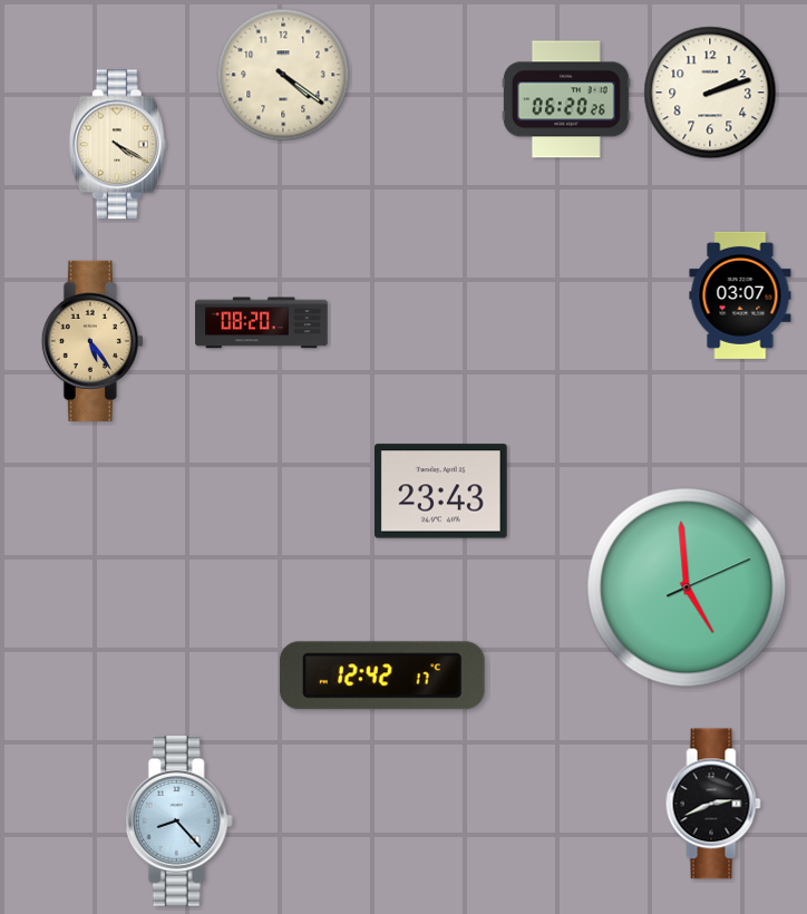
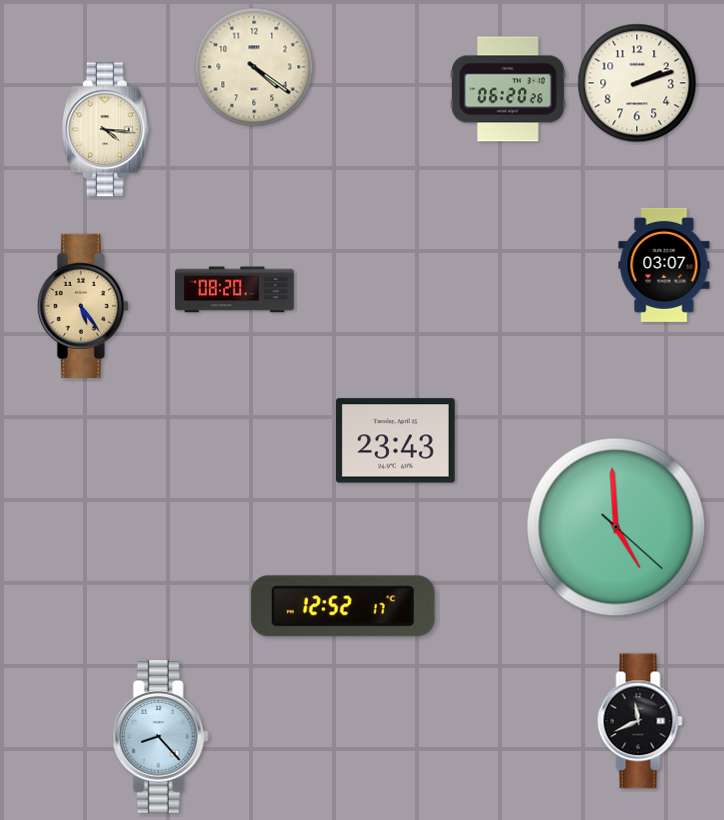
clock at (117, 145): 4:20 -> 4:16
clock at (687, 587): 4:59:11 -> 4:59:22
clock at (382, 675): 12:42 -> 12:52
clock at (713, 804): 2:41 -> 11:41
